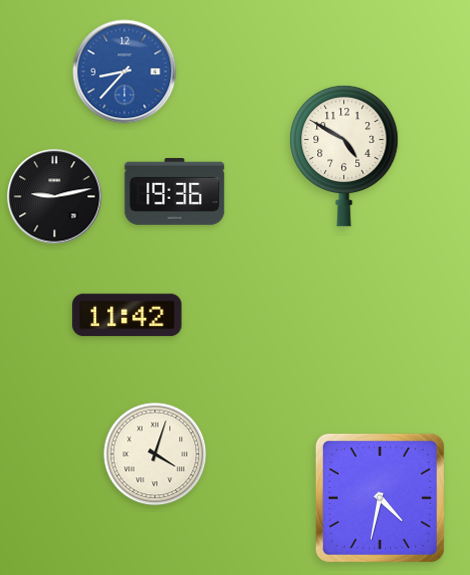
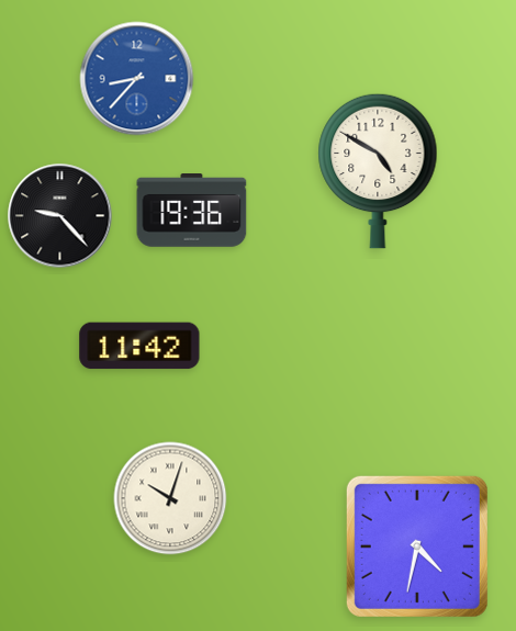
clock at (55, 197): 9:13 -> 9:23
clock at (155, 454): 4:03 -> 10:03
